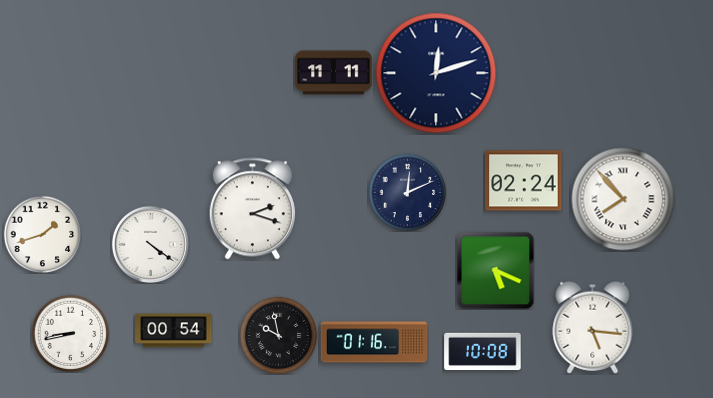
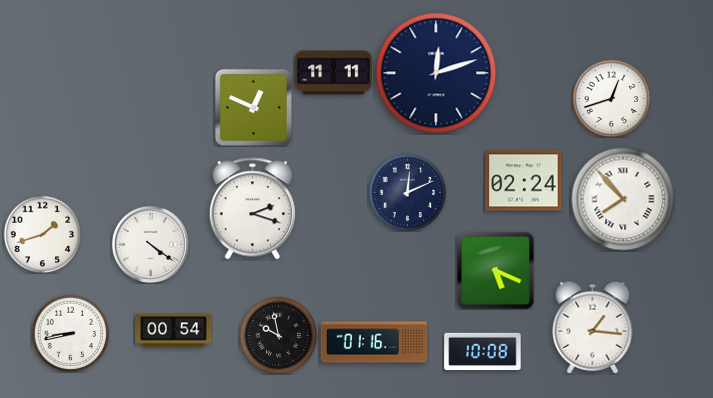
clock at (611, 98): none -> 12:42
clock at (253, 107): none -> 12:49
clock at (593, 327): 5:16 -> 1:16
